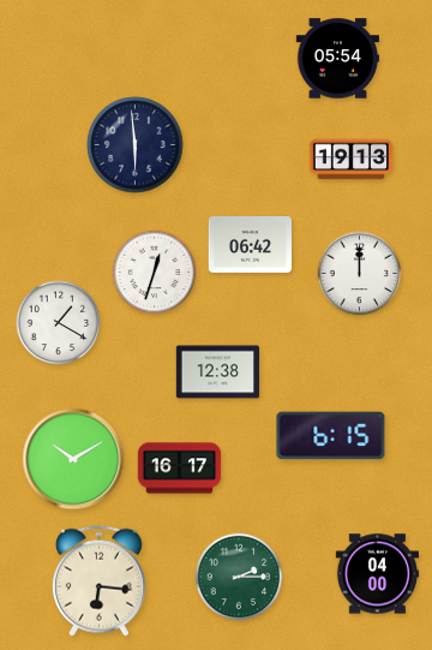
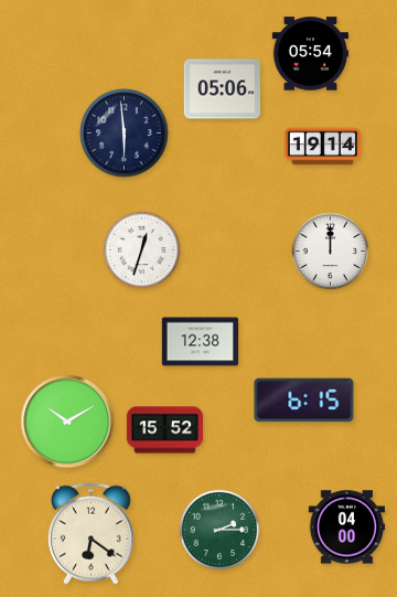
clock at (222, 89): none -> 05:06
clock at (352, 160): 19:13 -> 19:14
clock at (251, 245): 06:42 -> none
clock at (59, 323): 1:20 -> none
clock at (180, 469): 16:17 -> 15:52
clock at (98, 580): 6:16 -> 6:21
